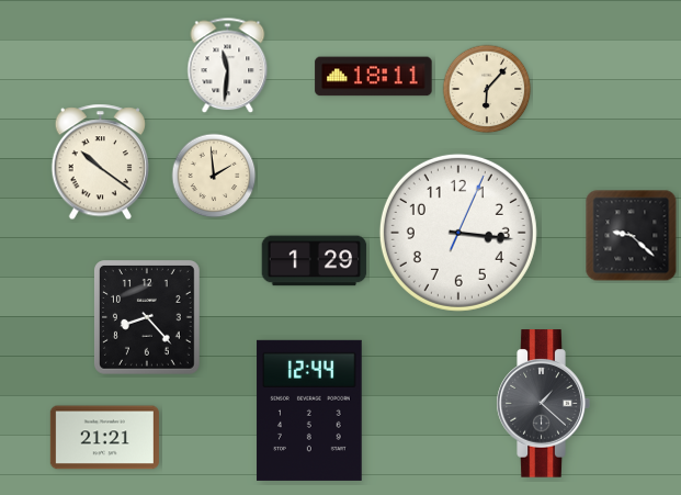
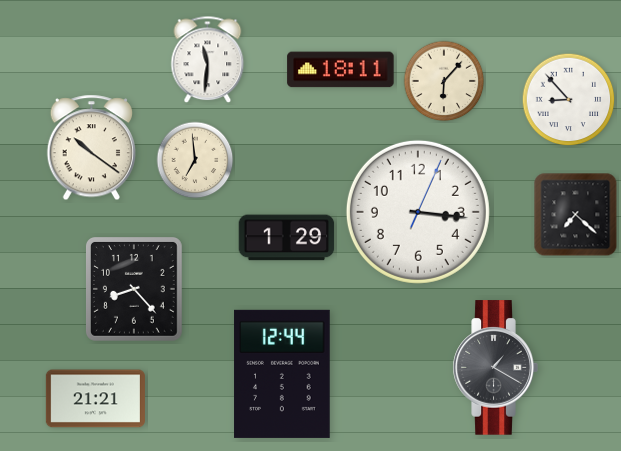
clock at (569, 100): none -> 8:53
clock at (214, 176): 1:59 -> 6:59
clock at (632, 236): 9:22 -> 7:22
clock at (543, 404): 1:22 -> 1:20
